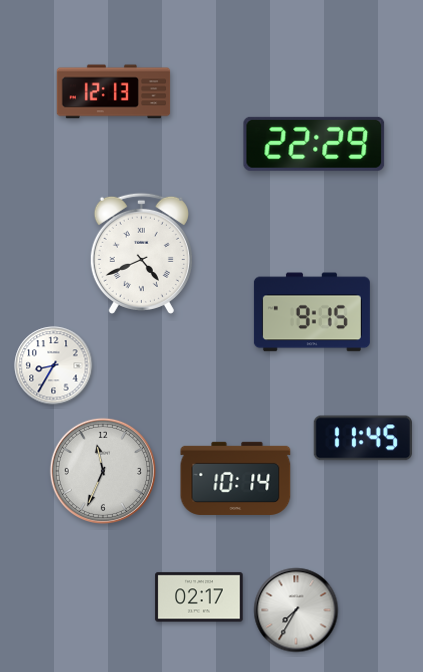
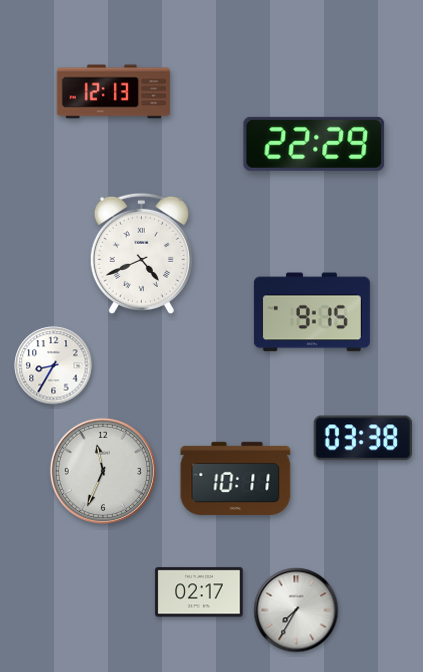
clock at (363, 438): 11:45 -> 03:38
clock at (236, 478): 10:14 -> 10:11
clock at (199, 597) position: (199, 597) -> (199, 592)
